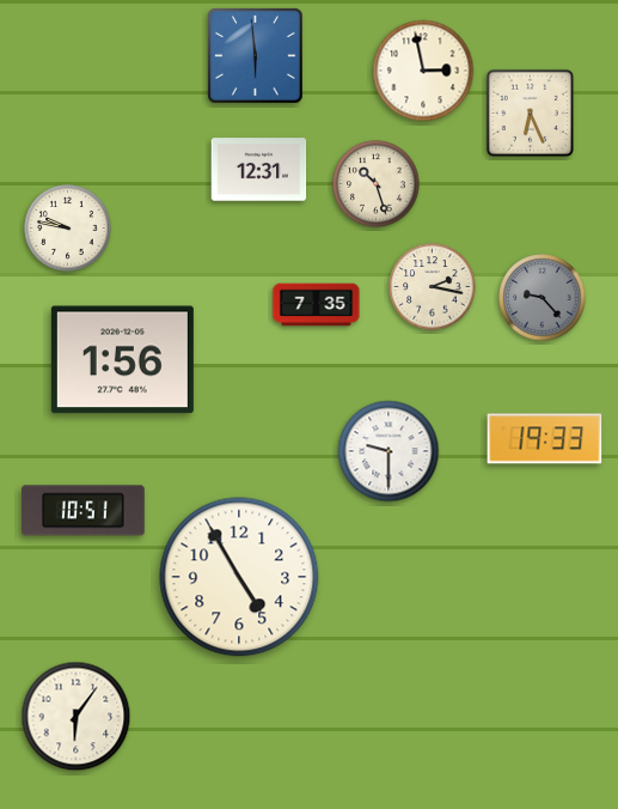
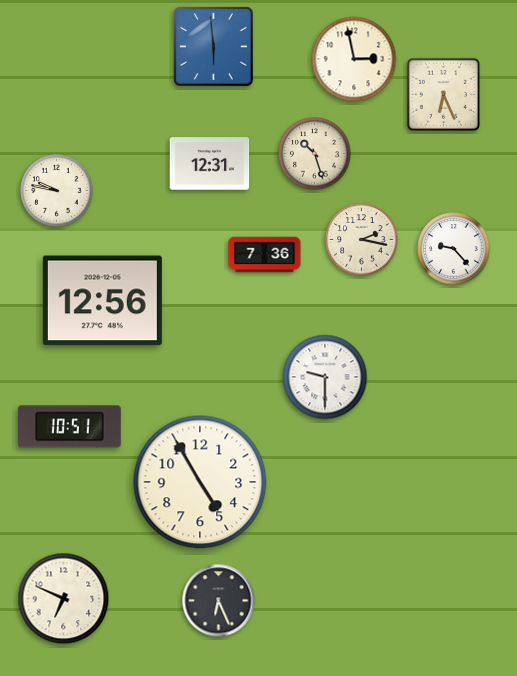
clock at (259, 170) position: (259, 170) -> (210, 164)
clock at (543, 298) dial: grey -> white
clock at (317, 305): 7:35 -> 7:36
clock at (122, 360): 1:56 -> 12:56
clock at (545, 439): 19:33 -> none
clock at (77, 717): 6:06 -> 6:49
clock at (219, 601): none -> 6:26
